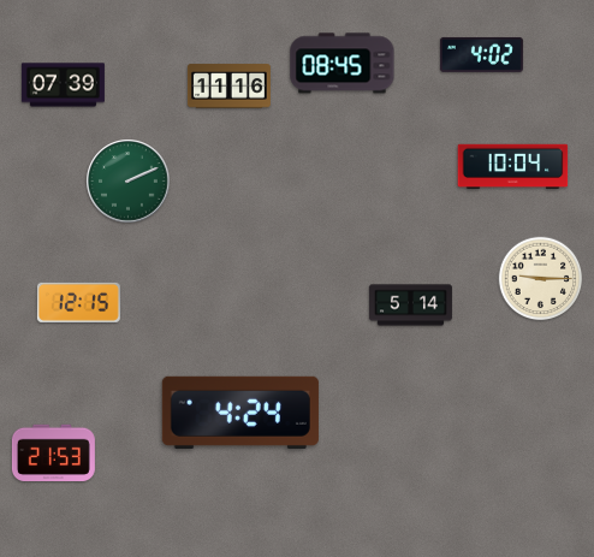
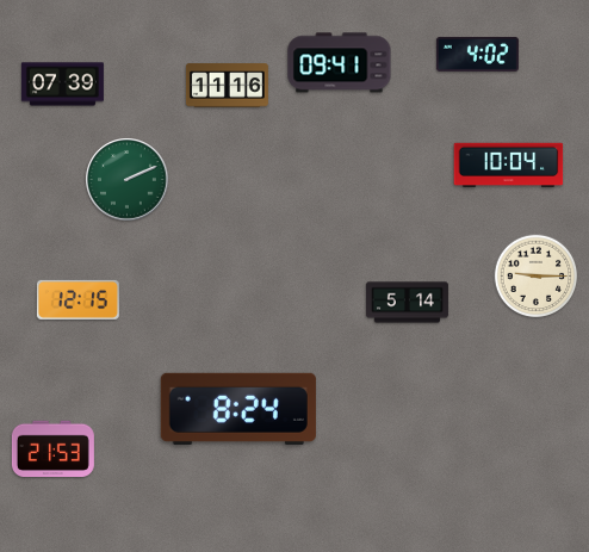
clock at (343, 64): 08:45 -> 09:41
clock at (240, 413): 4:24 -> 8:24
